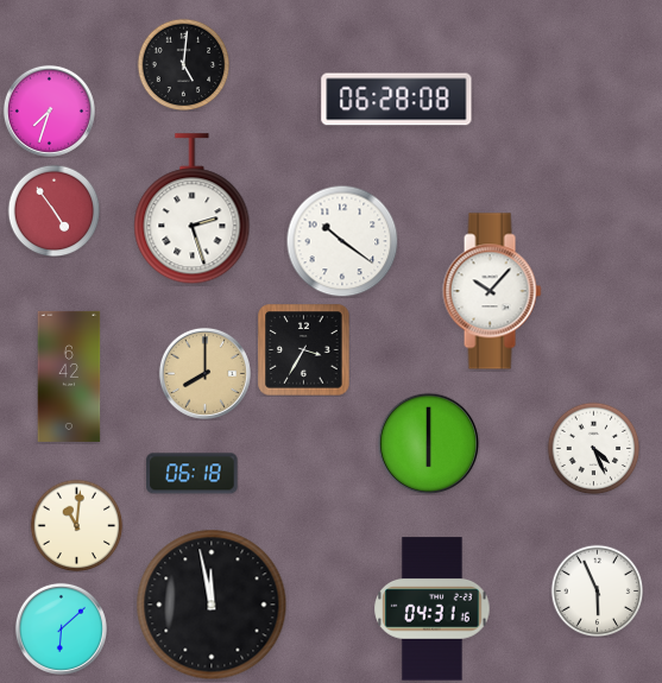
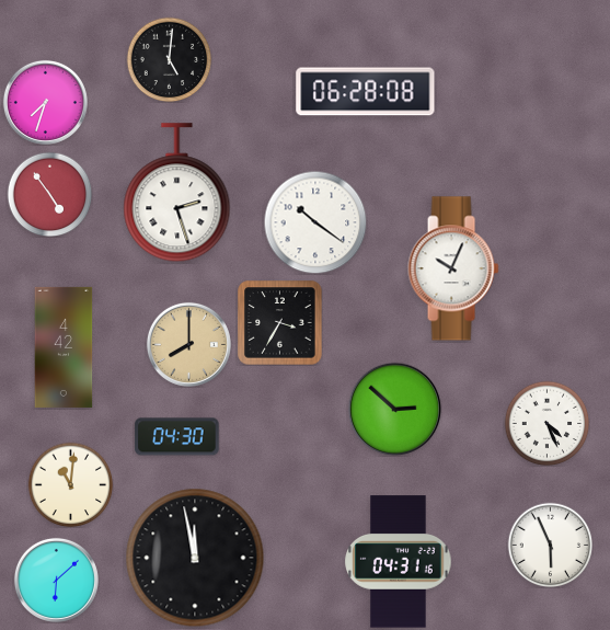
clock at (492, 291): 10:07 -> 10:04
clock at (69, 377): 6:42 -> 4:42
clock at (428, 443): 6:00 -> 2:52
clock at (593, 448) position: (593, 448) -> (546, 423)
clock at (193, 474): 06:18 -> 04:30
